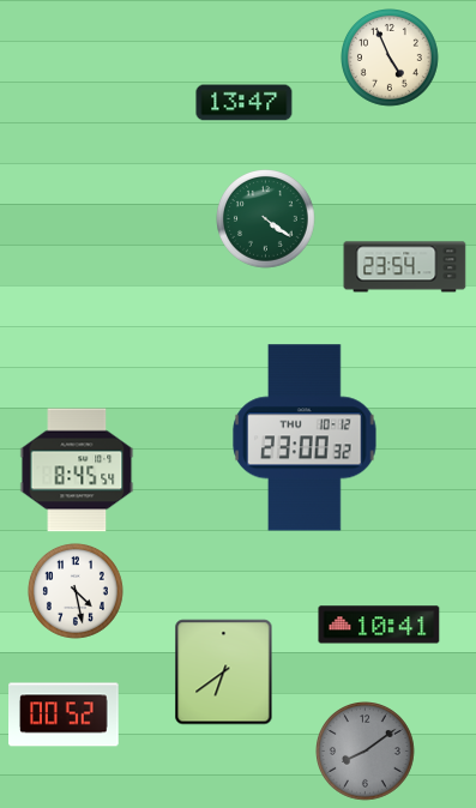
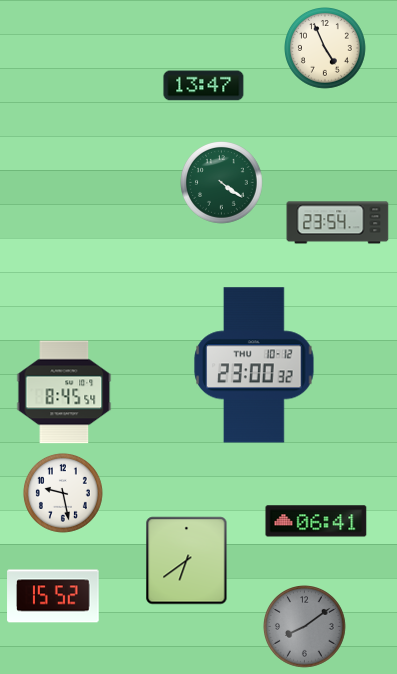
clock at (76, 591): 4:28 -> 9:28
clock at (379, 625): 10:41 -> 06:41
clock at (64, 714): 00:52 -> 15:52
